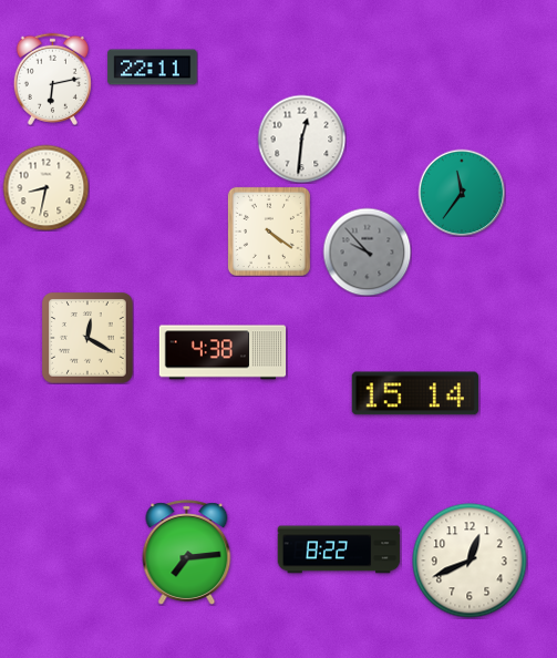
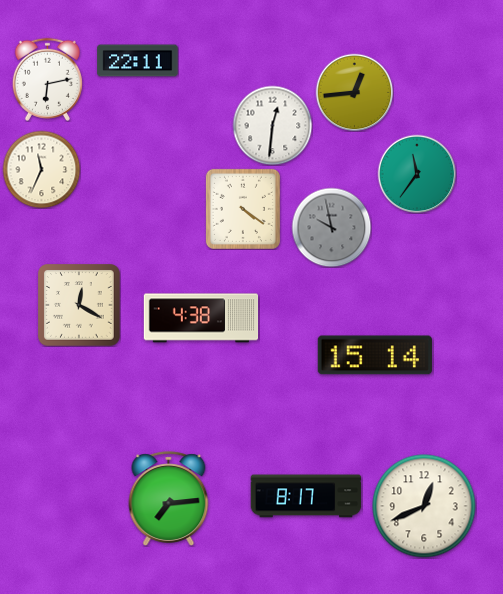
clock at (52, 79) position: (52, 79) -> (47, 79)
clock at (354, 92): none -> 12:44
clock at (45, 187): 8:32 -> 11:34
clock at (367, 251): 9:53 -> 9:58
clock at (339, 549): 8:22 -> 8:17
